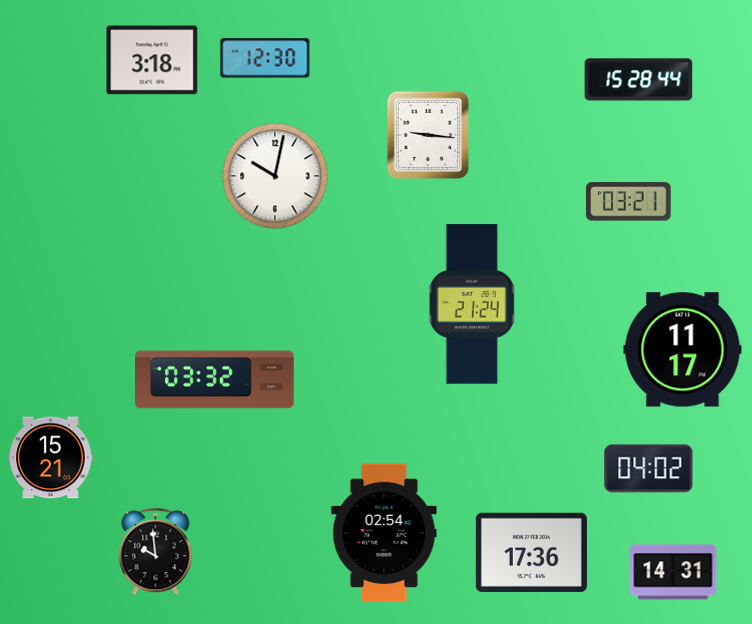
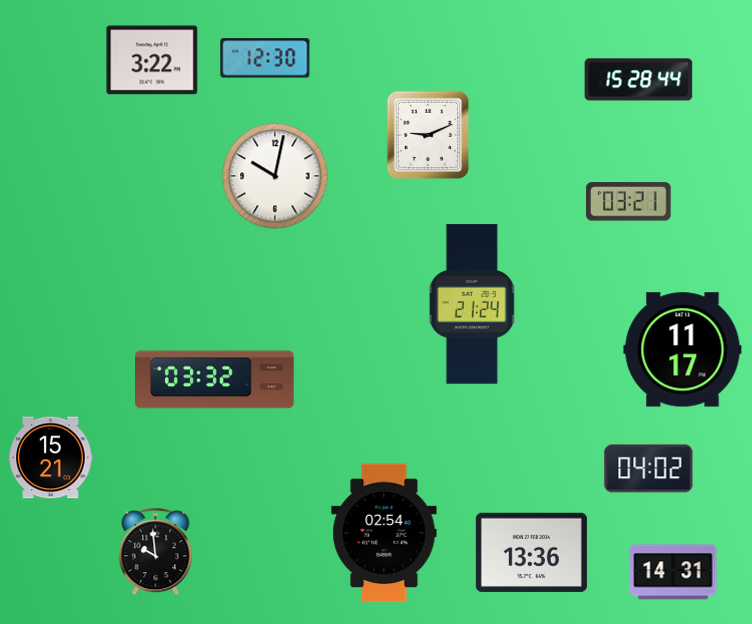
clock at (152, 60): 3:18 -> 3:22
clock at (428, 135): 9:16 -> 9:11
clock at (531, 552): 17:36 -> 13:36
